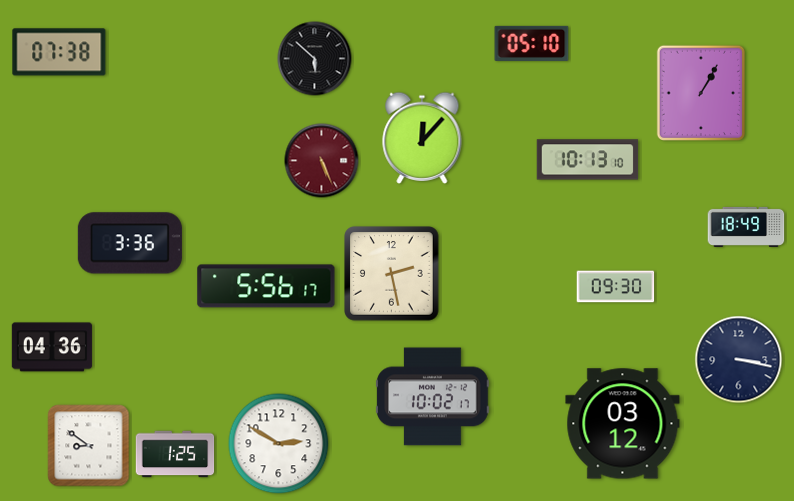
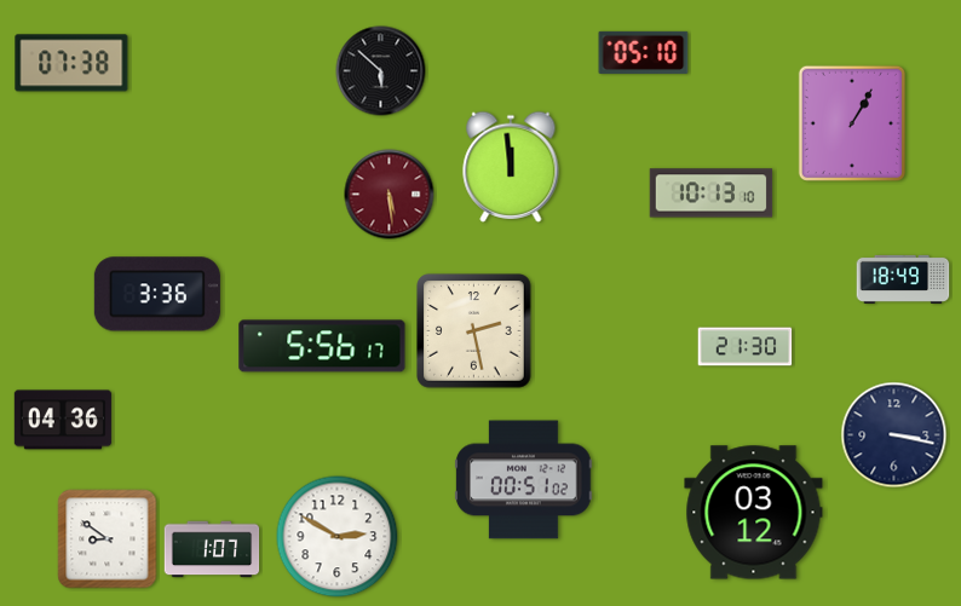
clock at (701, 93) position: (701, 93) -> (852, 123)
clock at (422, 138): 12:07 -> 11:59
clock at (322, 161): 5:26 -> 5:29
clock at (746, 227) position: (746, 227) -> (903, 279)
clock at (616, 287): 09:30 -> 21:30
clock at (433, 397): 10:02 -> 00:51
clock at (175, 454): 1:25 -> 1:07
